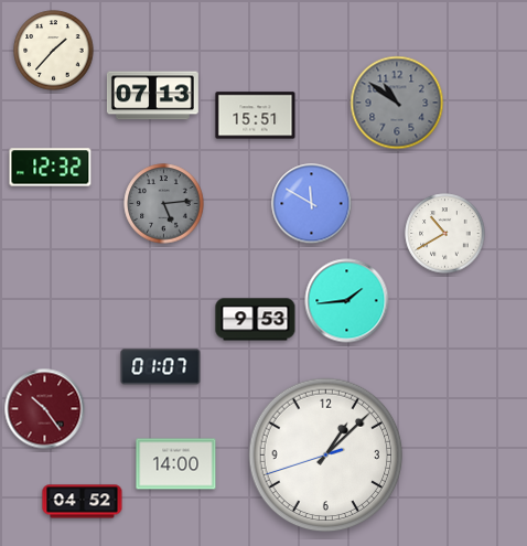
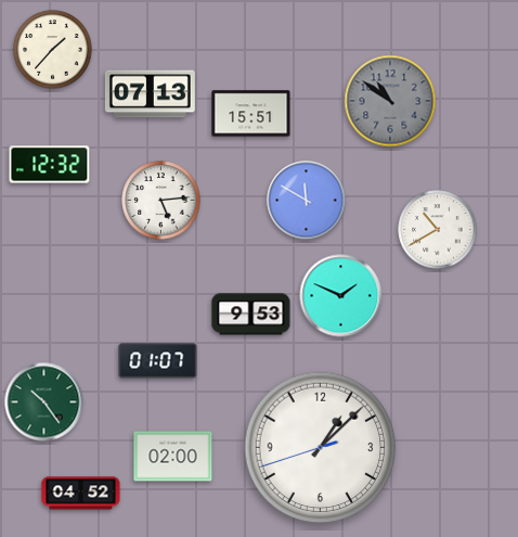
clock at (164, 204) dial: grey -> white
clock at (347, 301): 1:44 -> 1:49
clock at (45, 409) dial: burgundy -> green
clock at (176, 464): 14:00 -> 02:00
